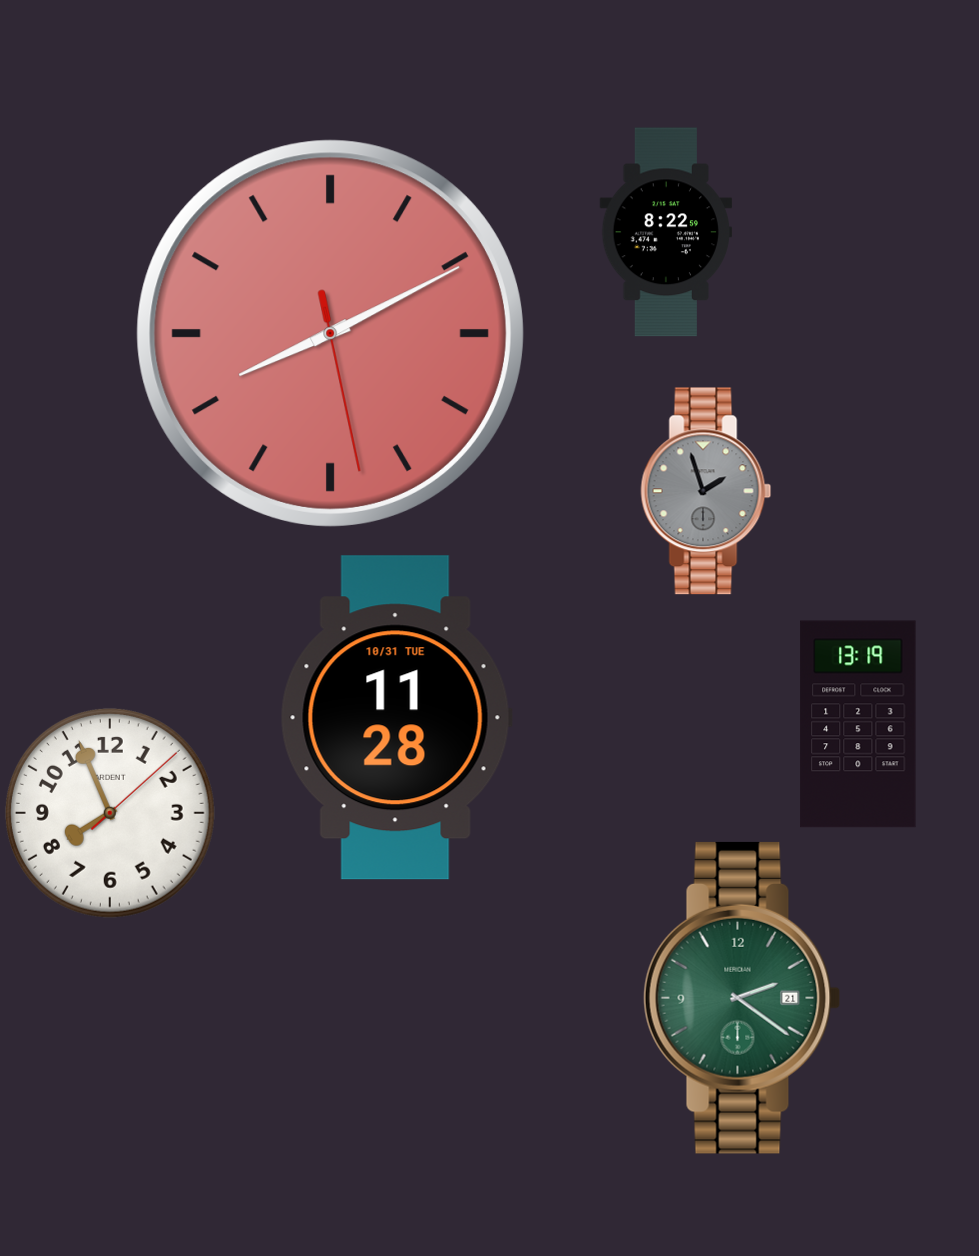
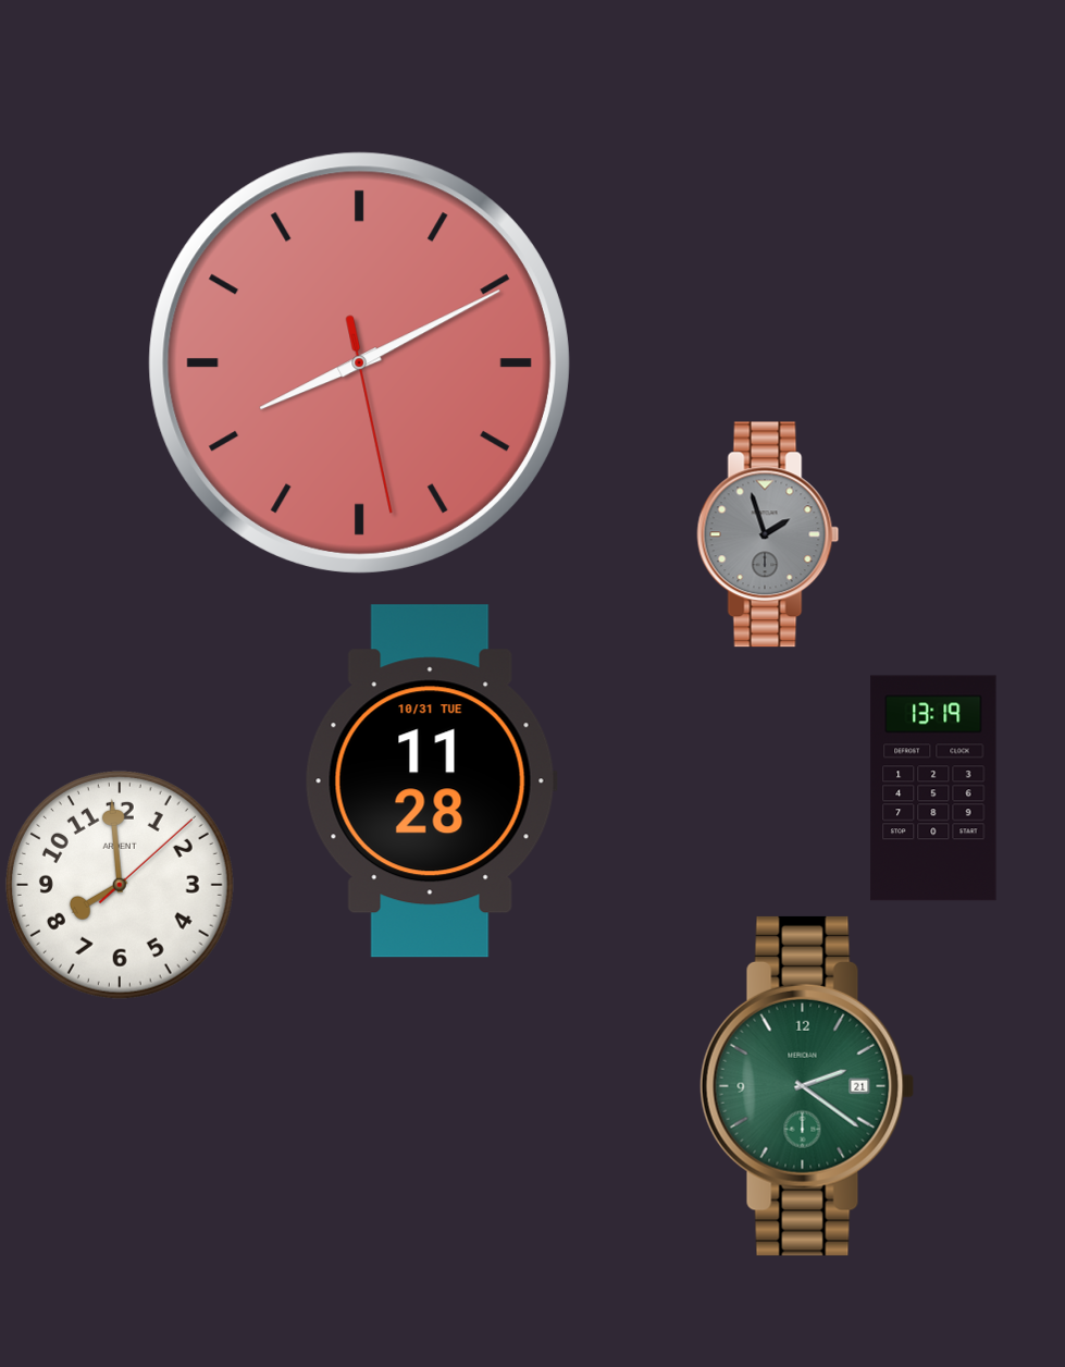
clock at (666, 232): 8:22 -> none
clock at (110, 813): 7:56 -> 7:59
